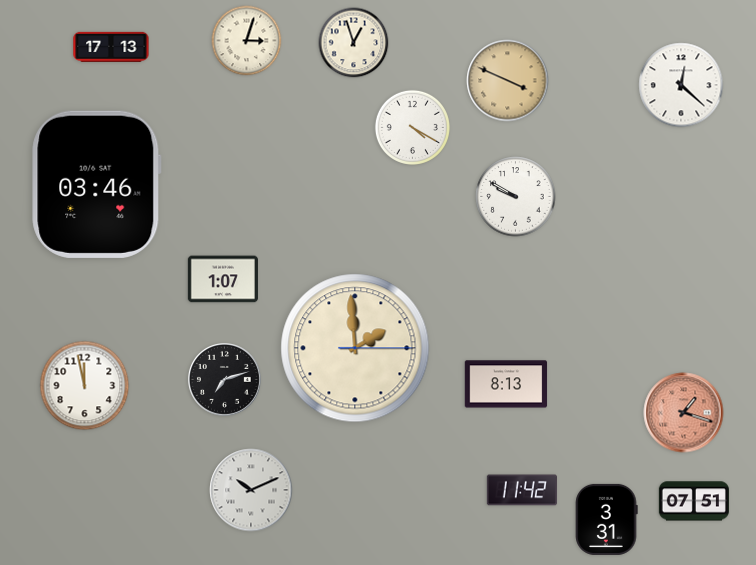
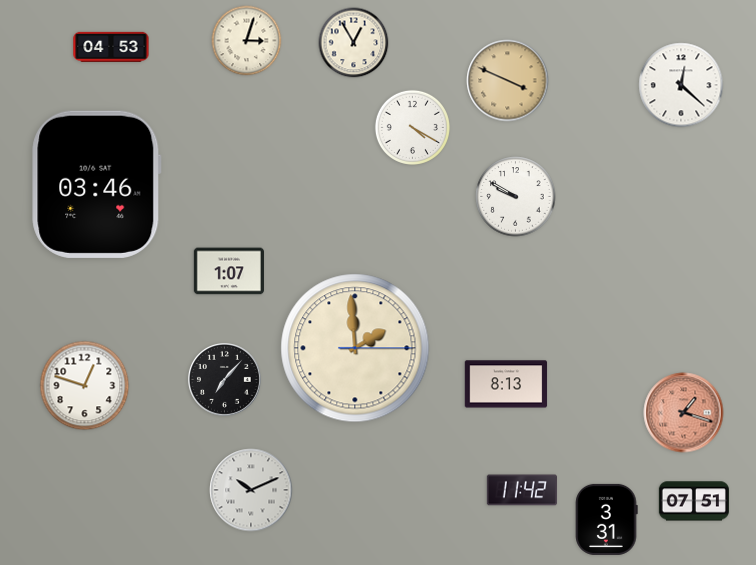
clock at (354, 43): 12:57 -> 12:55
clock at (111, 47): 17:13 -> 04:53
clock at (223, 279) position: (223, 279) -> (229, 271)
clock at (224, 379): 7:12 -> 7:07
clock at (85, 386): 11:58 -> 12:48
